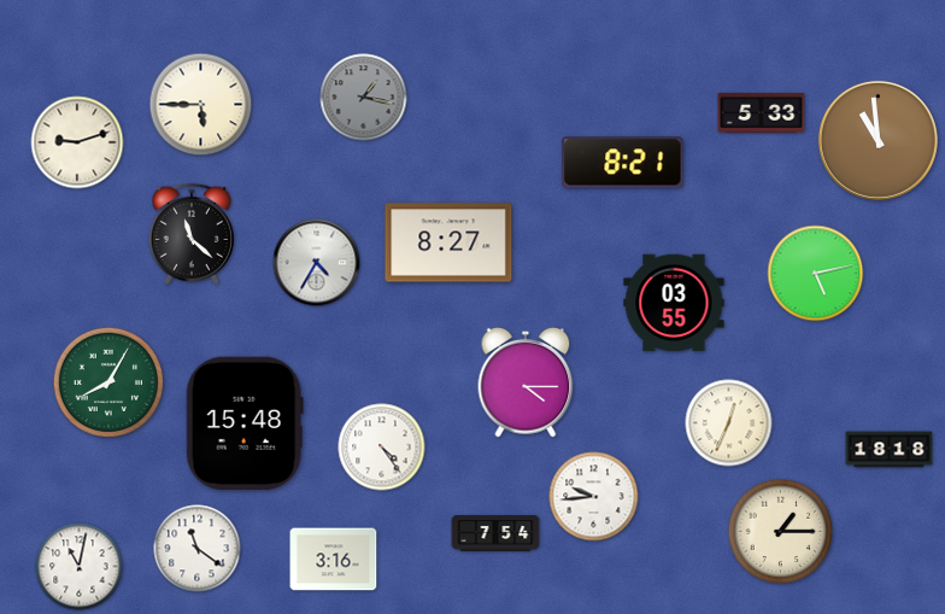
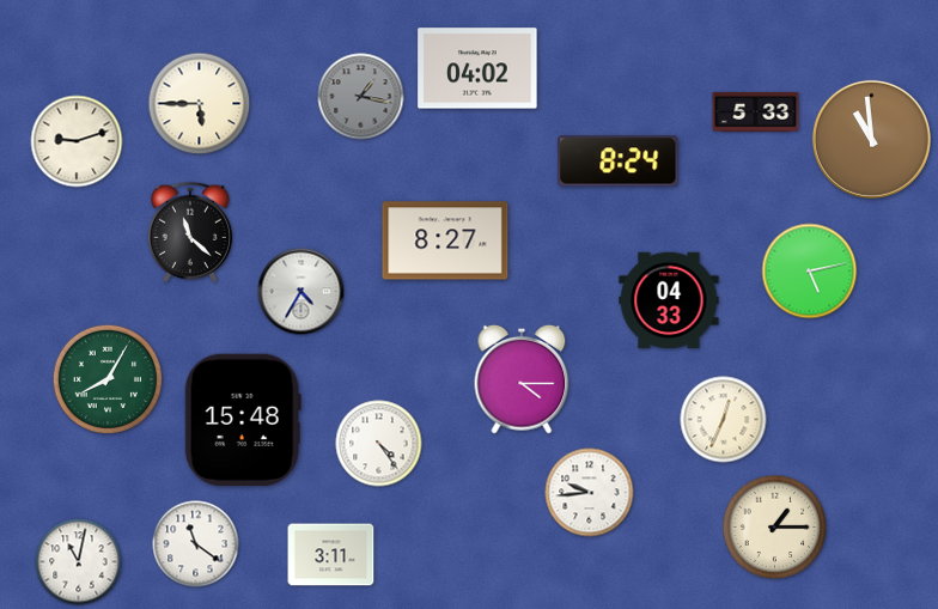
clock at (477, 68): none -> 04:02
clock at (623, 163): 8:21 -> 8:24
clock at (317, 263) position: (317, 263) -> (301, 292)
clock at (674, 303): 03:55 -> 04:33
clock at (890, 450): 18:18 -> none
clock at (495, 533): 7:54 -> none
clock at (334, 560): 3:16 -> 3:11
